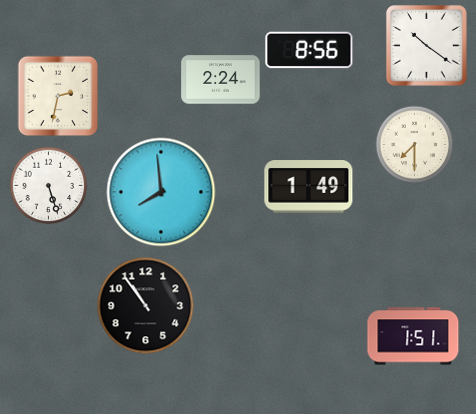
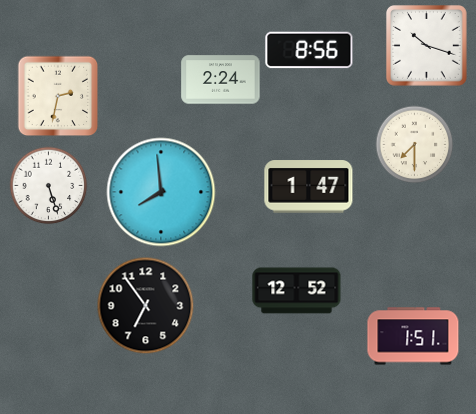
clock at (427, 46): 10:21 -> 10:18
clock at (309, 187): 1:49 -> 1:47
clock at (297, 291): none -> 12:52
clock at (145, 305): 10:54 -> 6:54
